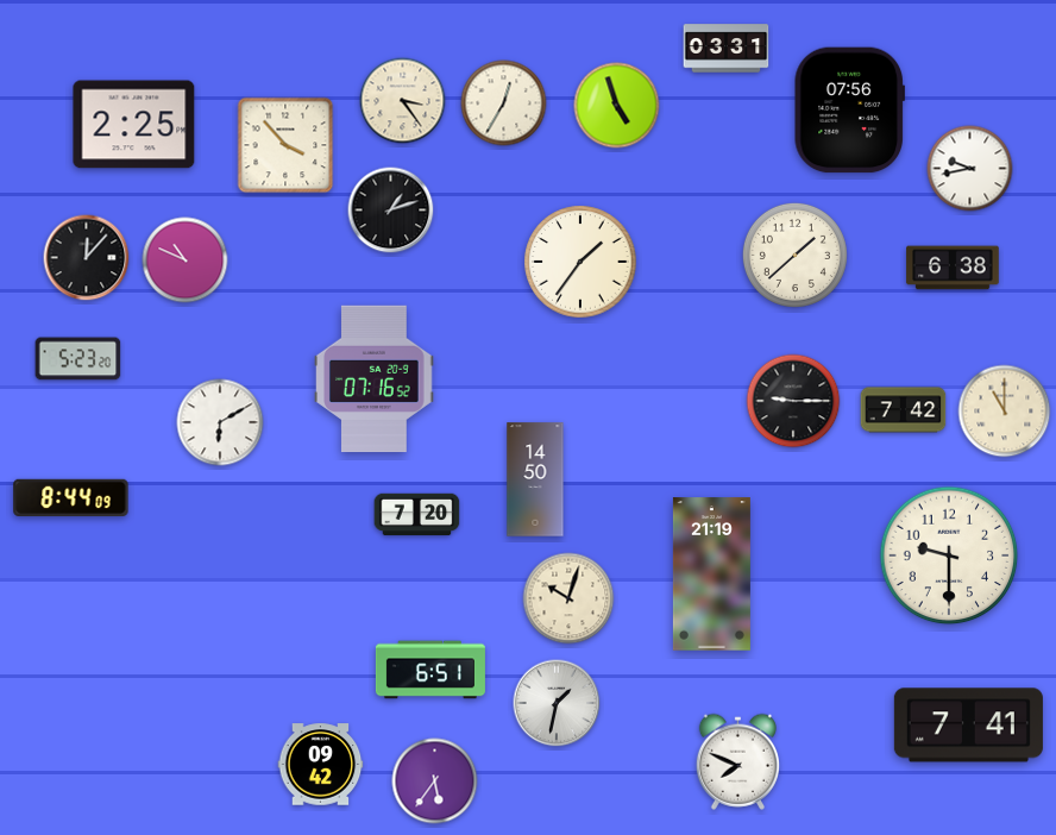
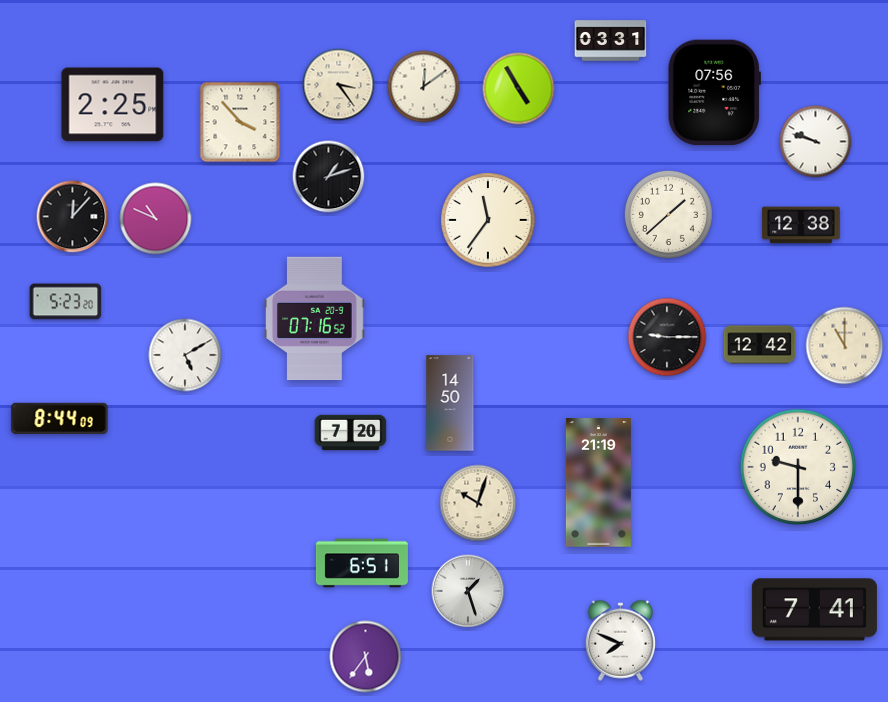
clock at (504, 103): 12:35 -> 12:09
clock at (617, 106): 4:57 -> 4:55
clock at (970, 169): 9:43 -> 9:48
clock at (580, 262): 1:36 -> 11:36
clock at (953, 268): 6:38 -> 12:38
clock at (904, 410): 7:42 -> 12:42
clock at (220, 422): 6:10 -> 5:10
clock at (557, 703): 1:32 -> 1:27
clock at (321, 765): 09:42 -> none
